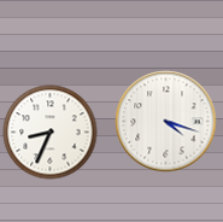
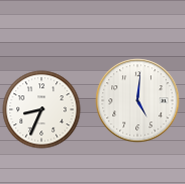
clock at (165, 121): 4:18 -> 5:01
